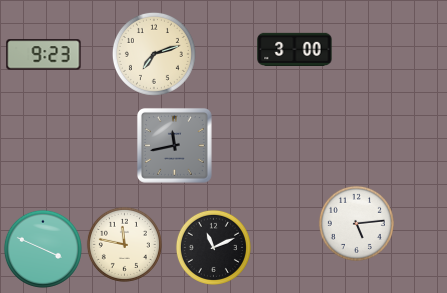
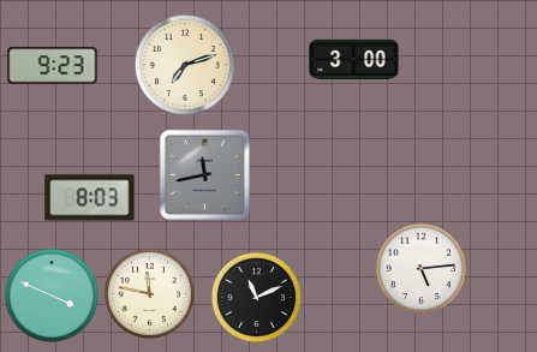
clock at (174, 145) position: (174, 145) -> (204, 174)
clock at (90, 198): none -> 8:03
clock at (356, 223) position: (356, 223) -> (420, 268)
clock at (43, 249) position: (43, 249) -> (52, 296)
